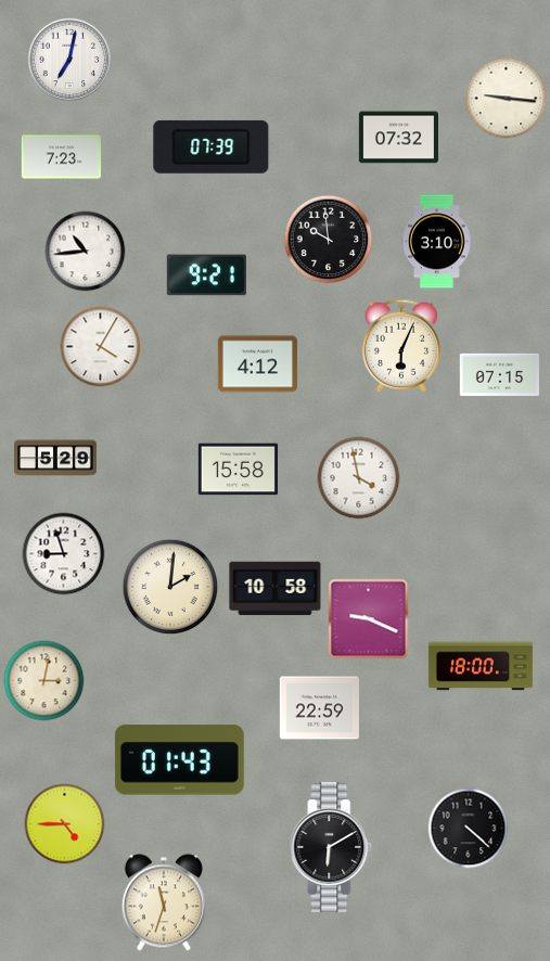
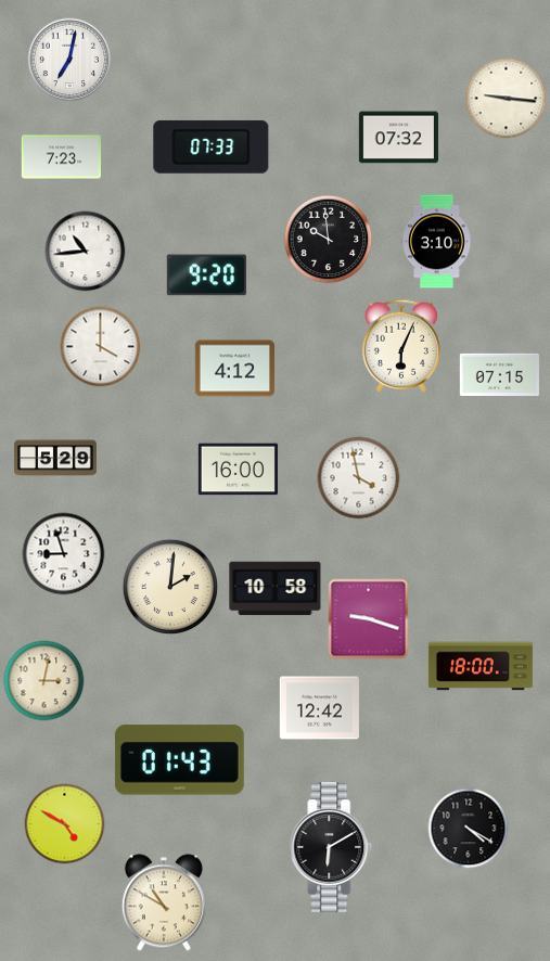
clock at (212, 146): 07:39 -> 07:33
clock at (206, 276): 9:21 -> 9:20
clock at (101, 347): 4:05 -> 4:00
clock at (257, 364) position: (257, 364) -> (234, 369)
clock at (238, 470): 15:58 -> 16:00
clock at (369, 619): 9:19 -> 9:18
clock at (319, 708): 22:59 -> 12:42
clock at (65, 824): 4:45 -> 4:50
clock at (469, 829): 4:22 -> 4:20
clock at (164, 902): 11:33 -> 10:50
